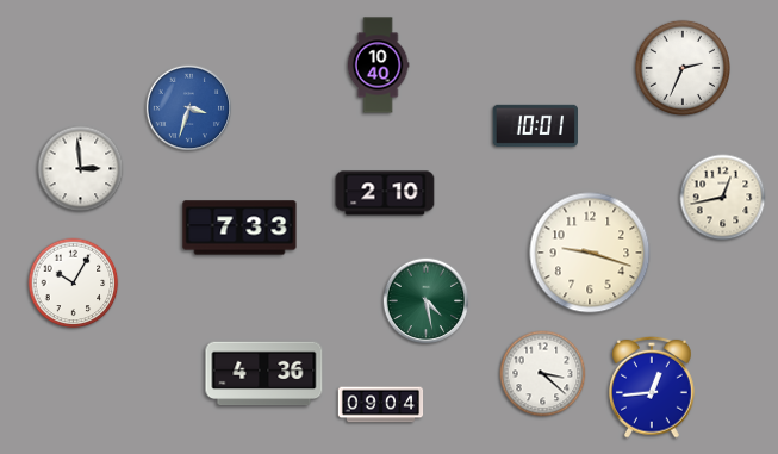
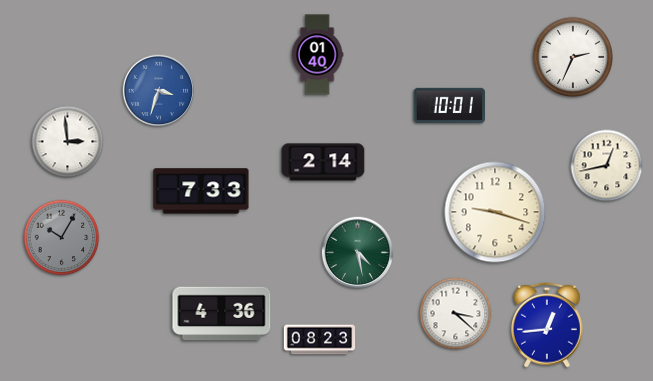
clock at (378, 66): 10:40 -> 01:40
clock at (385, 193): 2:10 -> 2:14
clock at (74, 284) dial: white -> grey
clock at (381, 405): 09:04 -> 08:23
